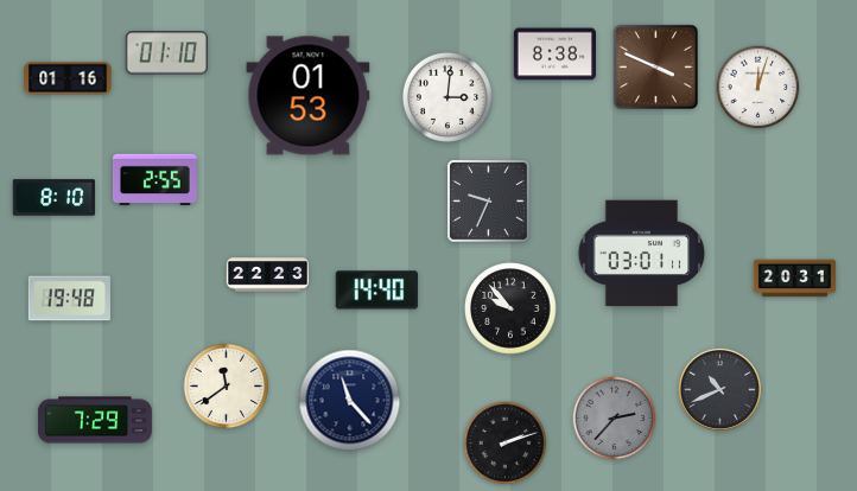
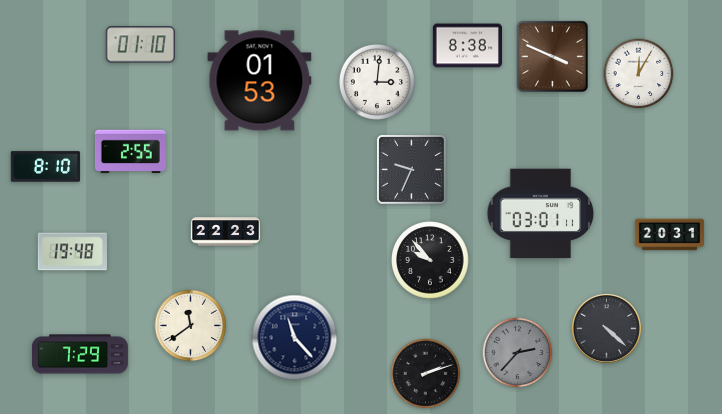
clock at (68, 78): 01:16 -> none
clock at (758, 88): 12:03 -> 12:05
clock at (376, 291): 14:40 -> none
clock at (69, 299) position: (69, 299) -> (72, 252)
clock at (719, 389): 10:41 -> 4:22
